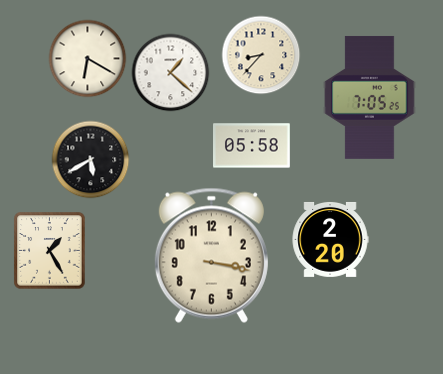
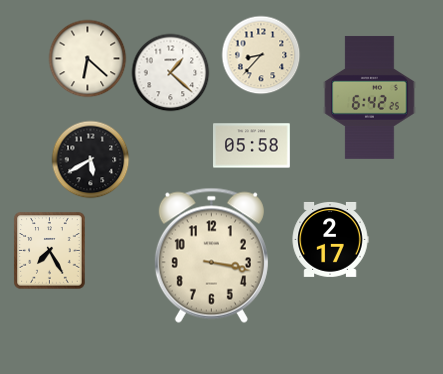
clock at (87, 58): 6:20 -> 6:22
clock at (370, 97): 7:05 -> 6:42
clock at (330, 239): 2:20 -> 2:17
clock at (50, 250): 1:25 -> 7:25
